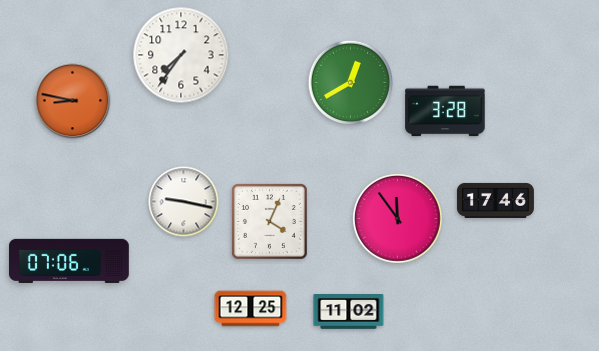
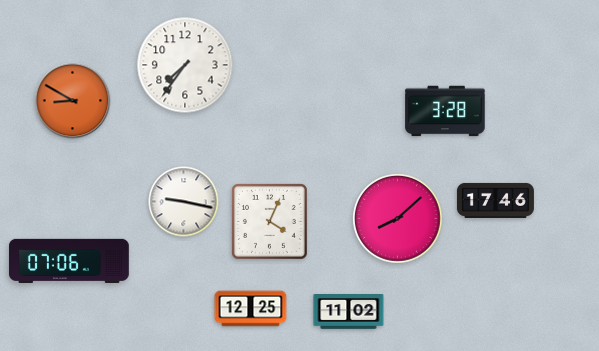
clock at (181, 55) position: (181, 55) -> (185, 65)
clock at (350, 82): 12:40 -> none
clock at (73, 101): 8:47 -> 8:50
clock at (398, 219): 11:54 -> 8:08
